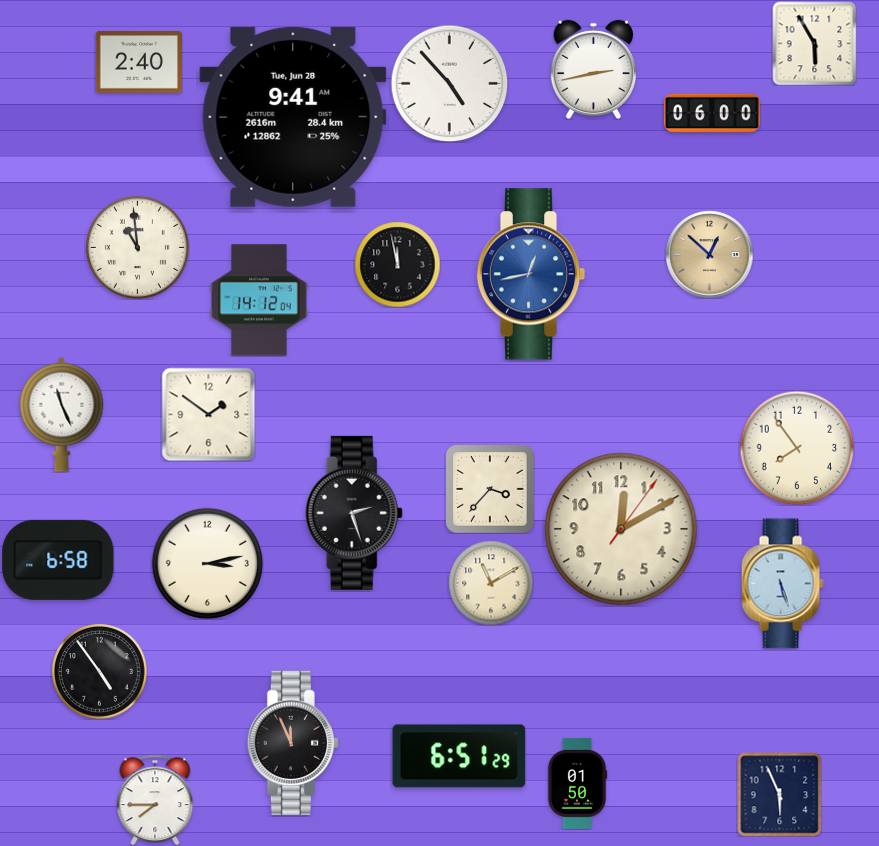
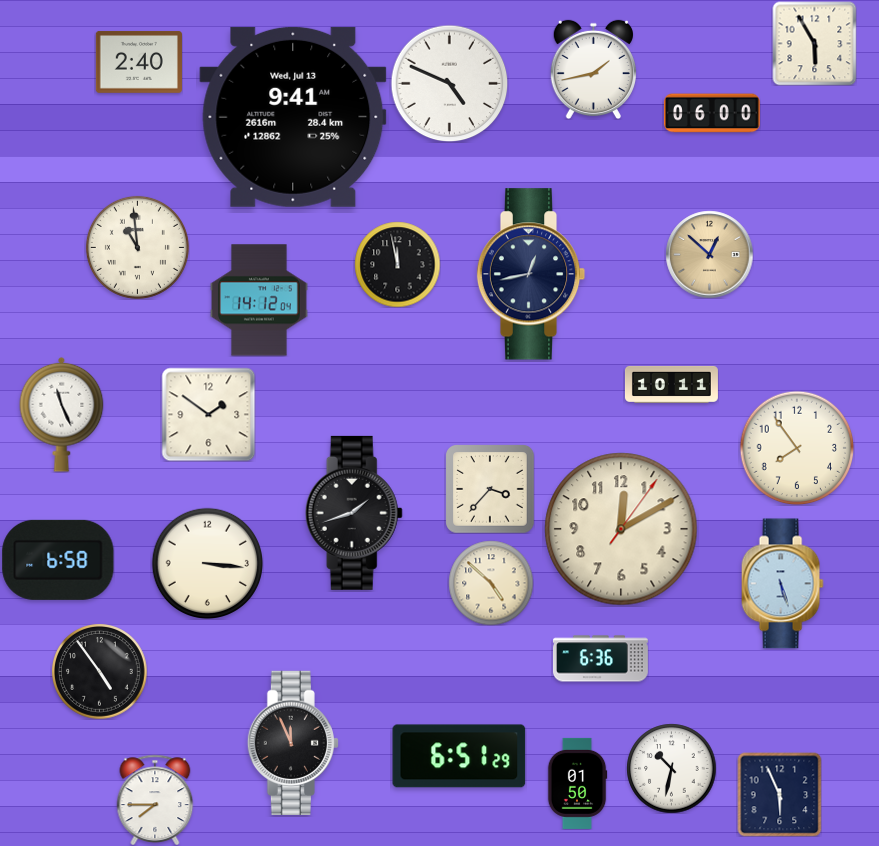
clock at (593, 69): 2:43 -> 1:43
clock at (449, 83): 4:53 -> 4:49
clock at (293, 117) date: Tue, Jun 28 -> Wed, Jul 13
clock at (531, 274) dial: blue -> navy
clock at (671, 384): none -> 10:11
clock at (354, 513): 2:27 -> 1:42
clock at (207, 563): 3:13 -> 3:16
clock at (491, 583): 11:10 -> 4:52
clock at (600, 659): none -> 6:36
clock at (671, 768): none -> 10:32
